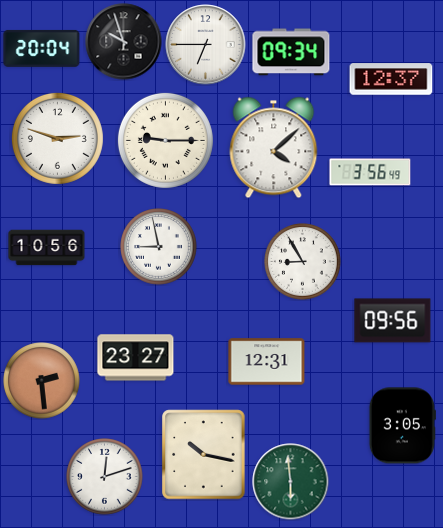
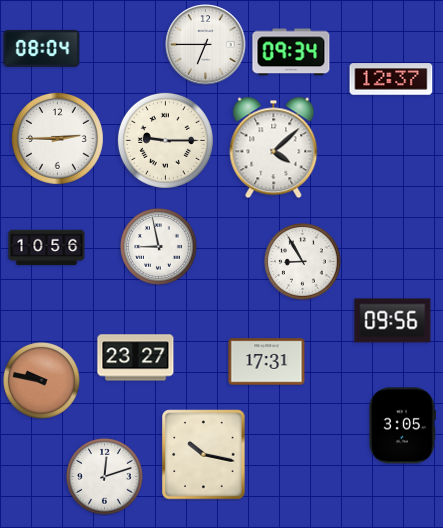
clock at (124, 42): 9:57 -> none
clock at (42, 48): 20:04 -> 08:04
clock at (57, 138): 2:48 -> 2:45
clock at (370, 172): 3:56 -> none
clock at (267, 362): 12:31 -> 17:31
clock at (42, 381): 2:29 -> 9:47
clock at (291, 482): 5:59 -> none
